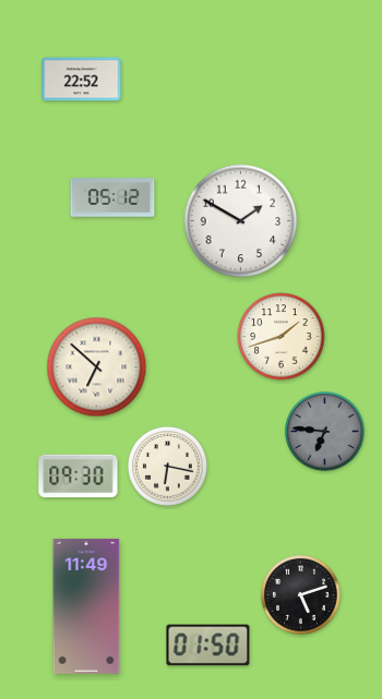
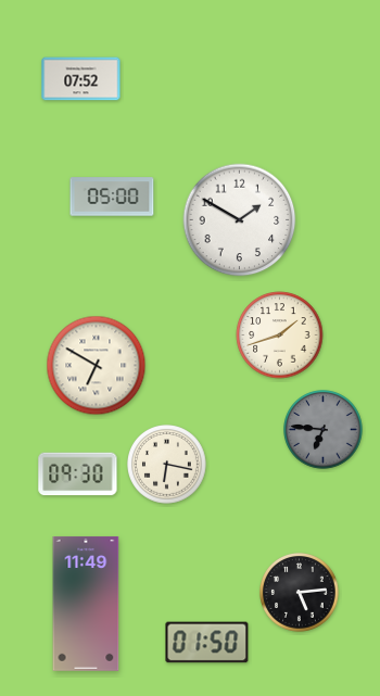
clock at (82, 80): 22:52 -> 07:52
clock at (112, 197): 05:12 -> 05:00
clock at (97, 367): 6:52 -> 6:50
clock at (301, 595): 5:12 -> 5:14
